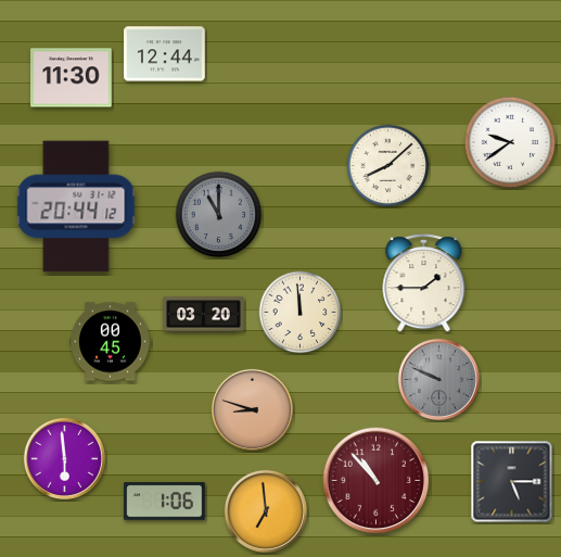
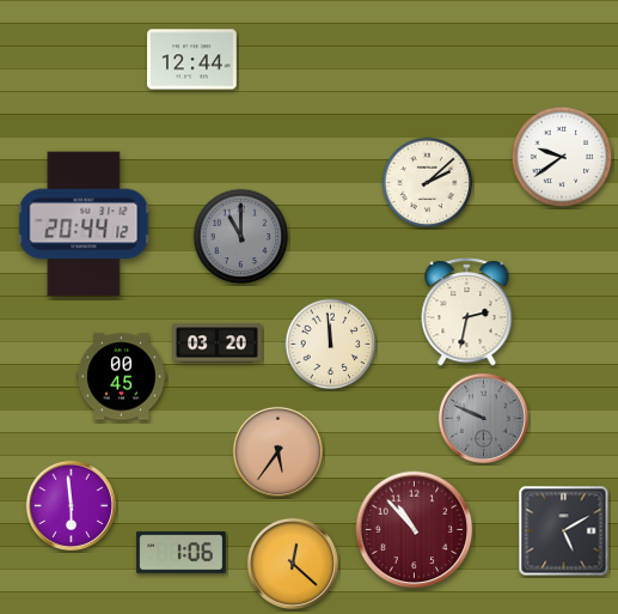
clock at (165, 54) position: (165, 54) -> (192, 60)
clock at (72, 78): 11:30 -> none
clock at (388, 166): 8:08 -> 2:08
clock at (76, 206) position: (76, 206) -> (84, 224)
clock at (424, 283): 1:45 -> 2:32
clock at (204, 315) position: (204, 315) -> (218, 344)
clock at (252, 409): 8:48 -> 5:36
clock at (512, 482): 5:15 -> 5:10
clock at (266, 511): 6:59 -> 12:22
